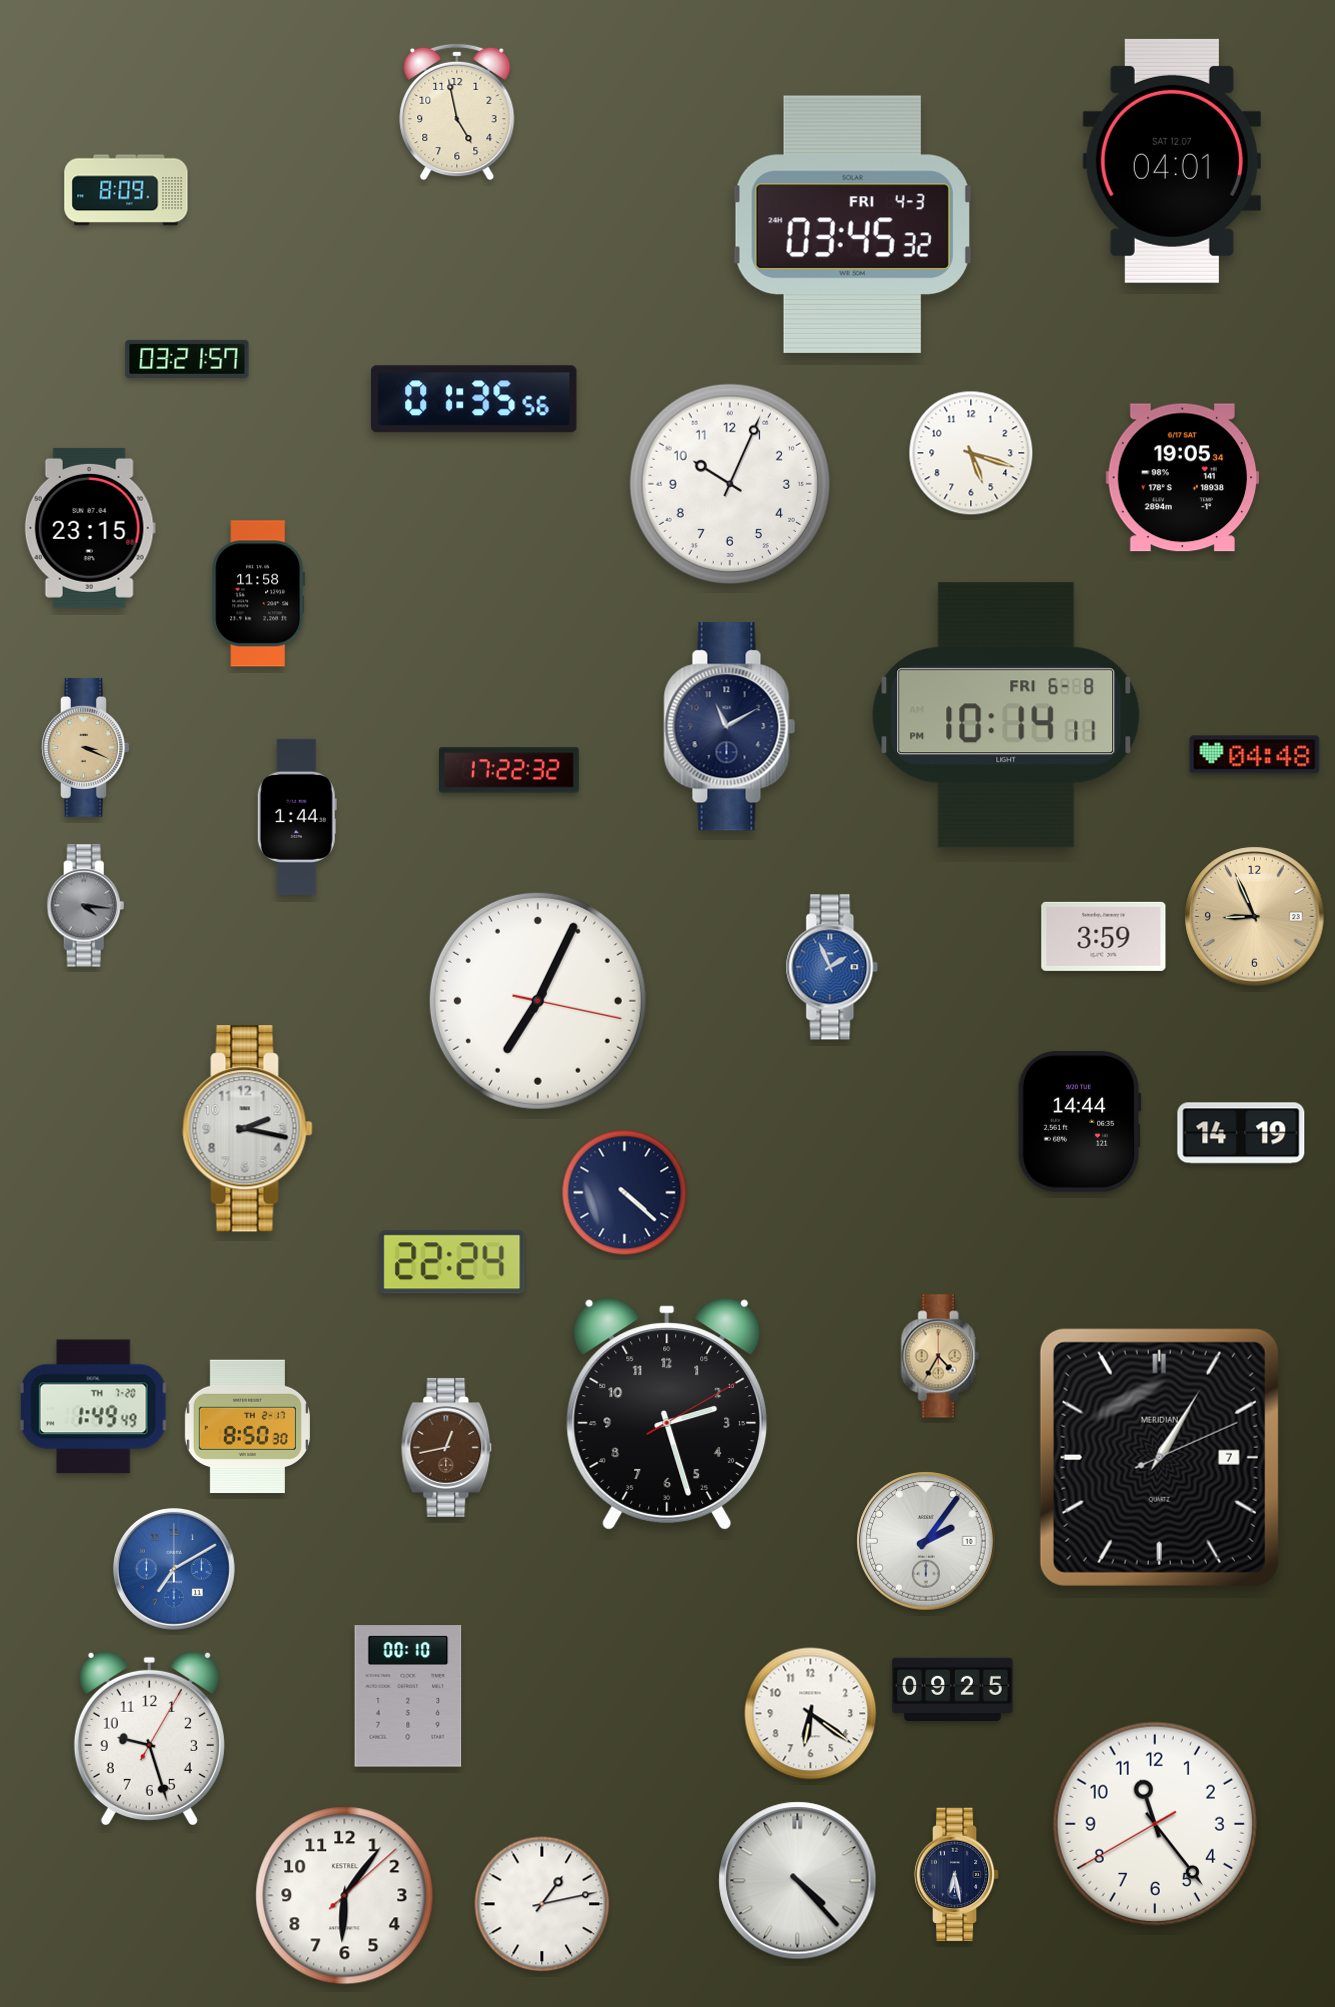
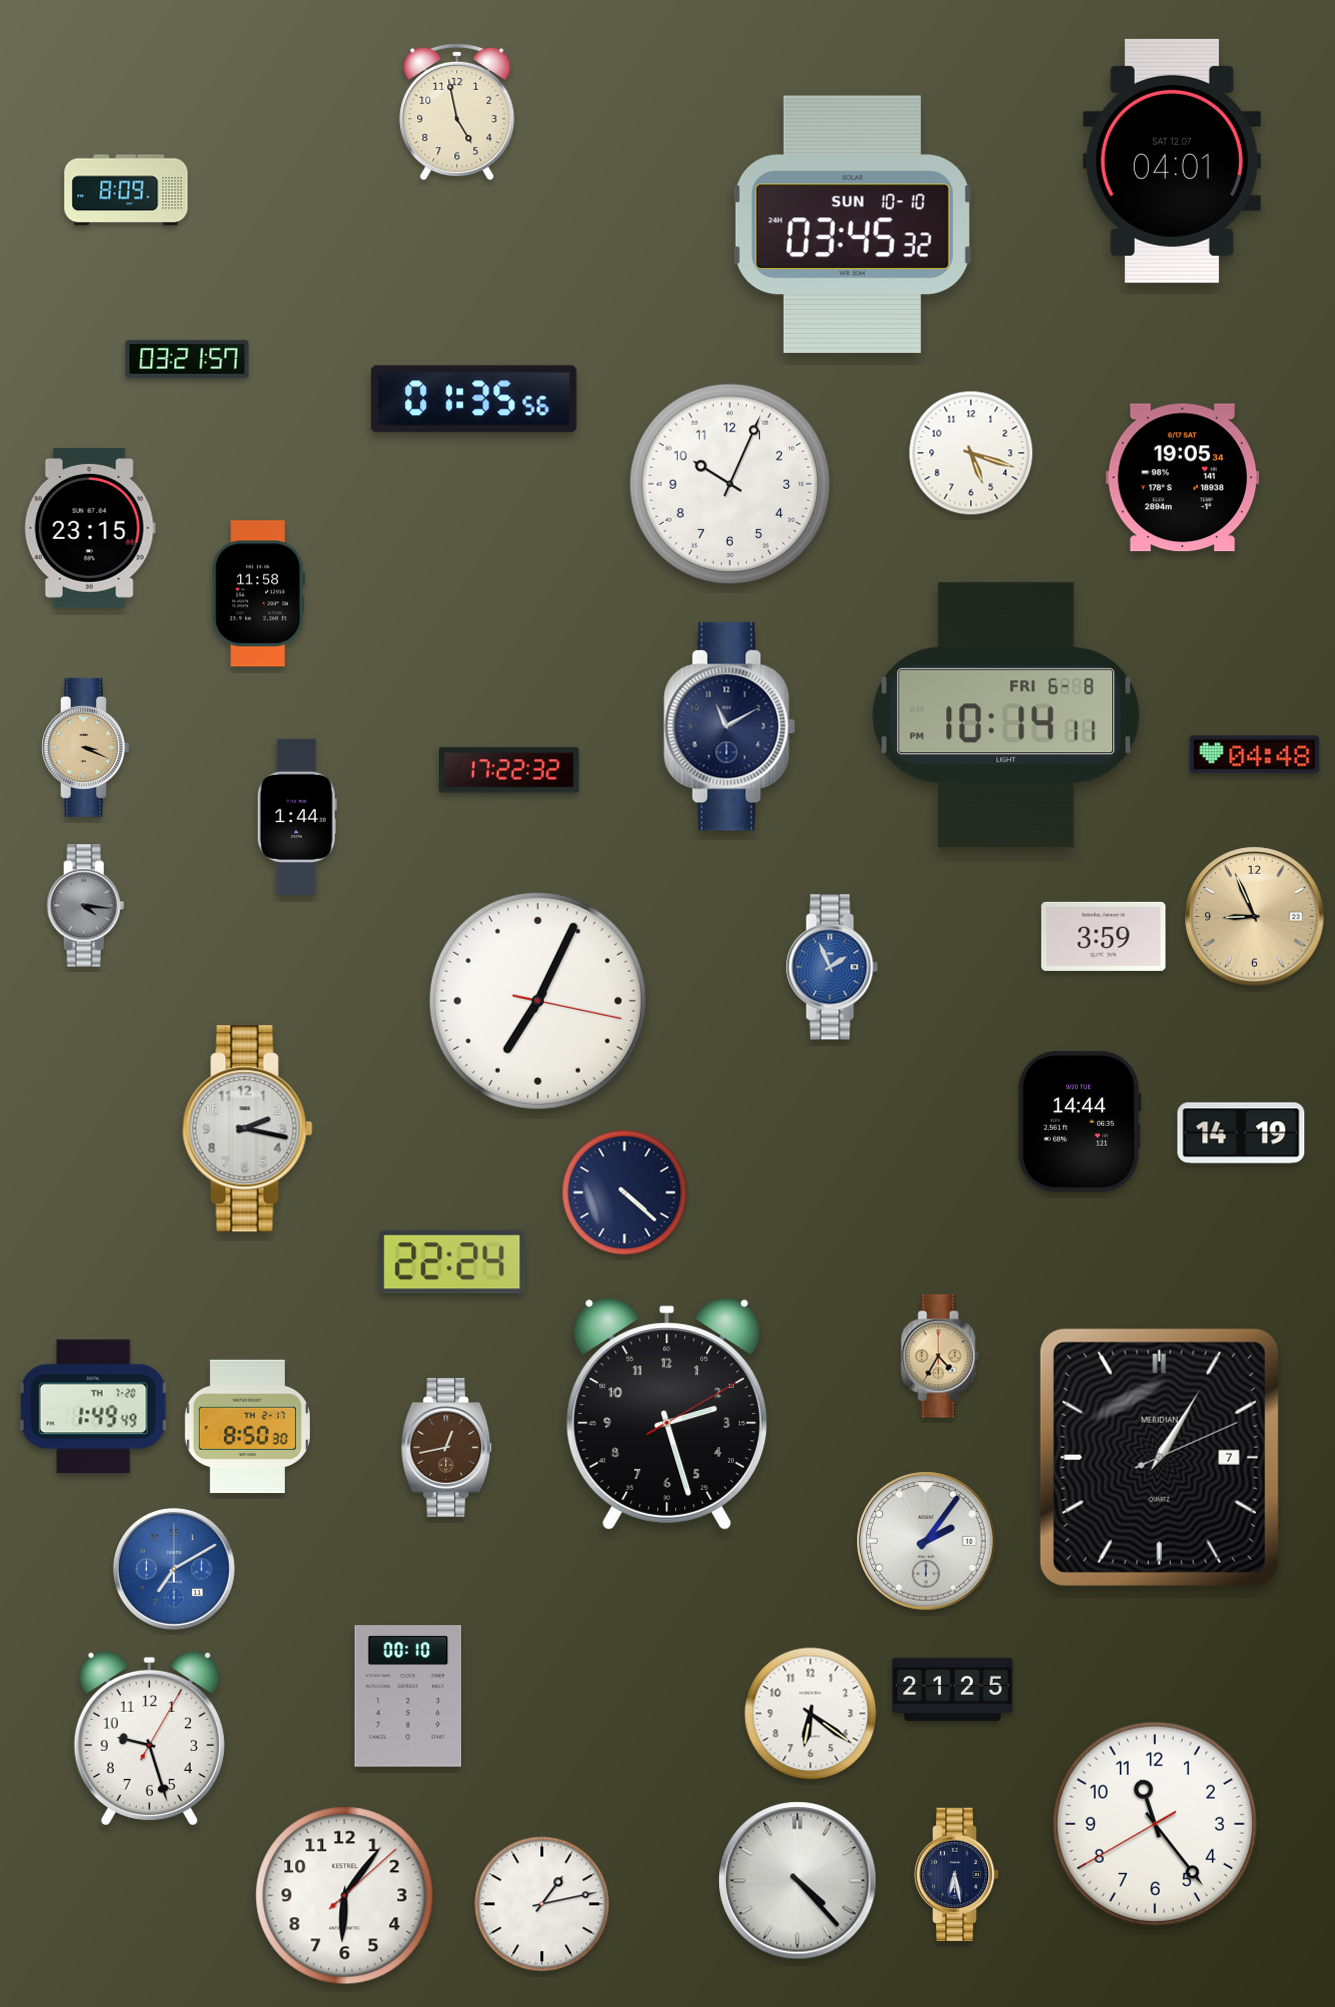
clock at (852, 224) date: FRI 4-3 -> SUN 10-10
clock at (953, 1690): 09:25 -> 21:25
